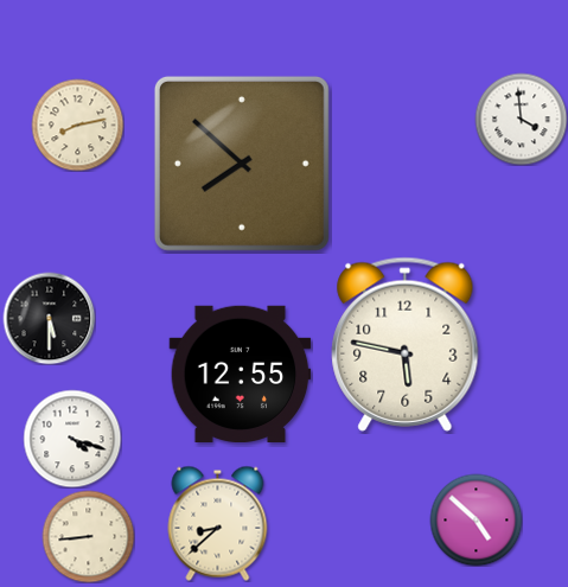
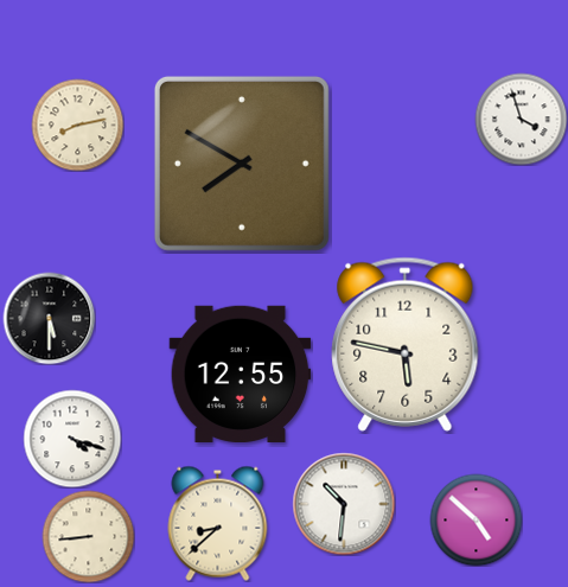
clock at (521, 119): 3:59 -> 3:57
clock at (242, 164): 7:52 -> 7:50
clock at (344, 504): none -> 10:31
